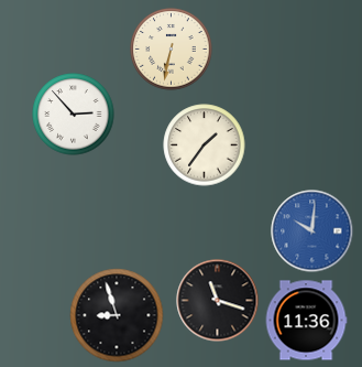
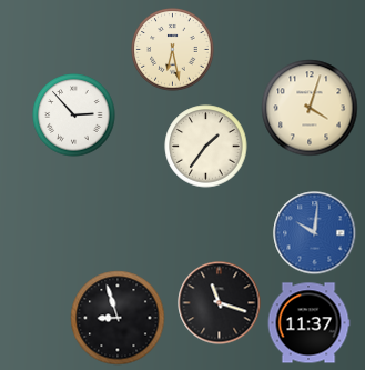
clock at (172, 50): 6:32 -> 6:28
clock at (310, 108): none -> 4:03
clock at (306, 321): 11:36 -> 11:37
